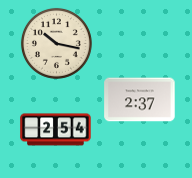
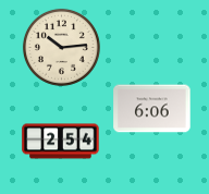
clock at (56, 43): 10:17 -> 10:14
clock at (140, 100): 2:37 -> 6:06
